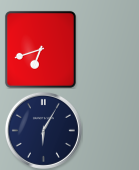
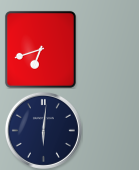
clock at (43, 130): 6:05 -> 6:01
